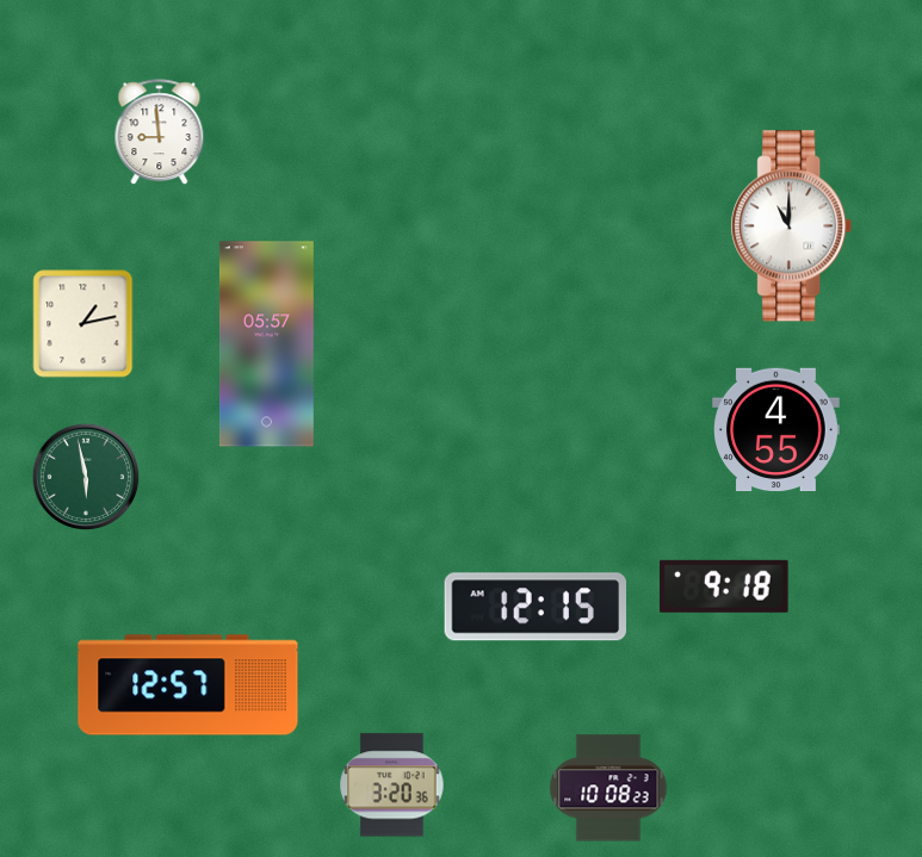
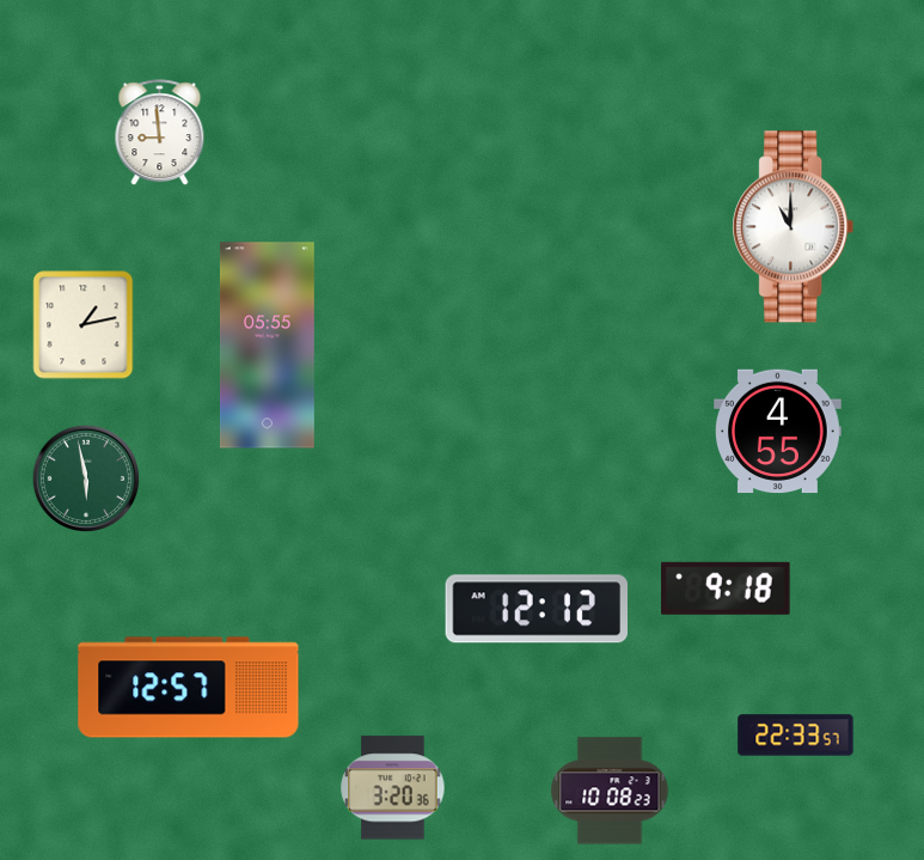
clock at (266, 344): 05:57 -> 05:55
clock at (534, 607): 12:15 -> 12:12
clock at (796, 736): none -> 22:33
